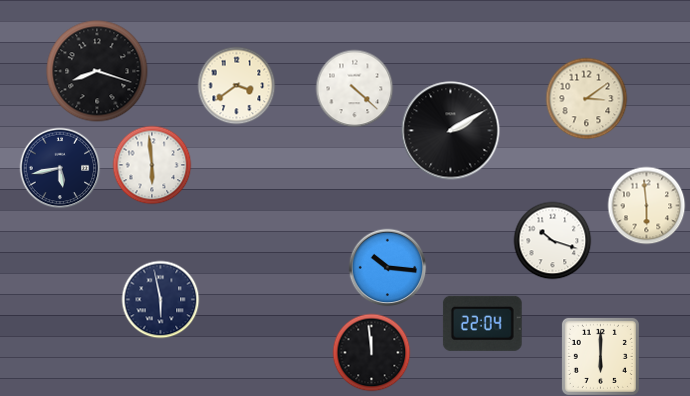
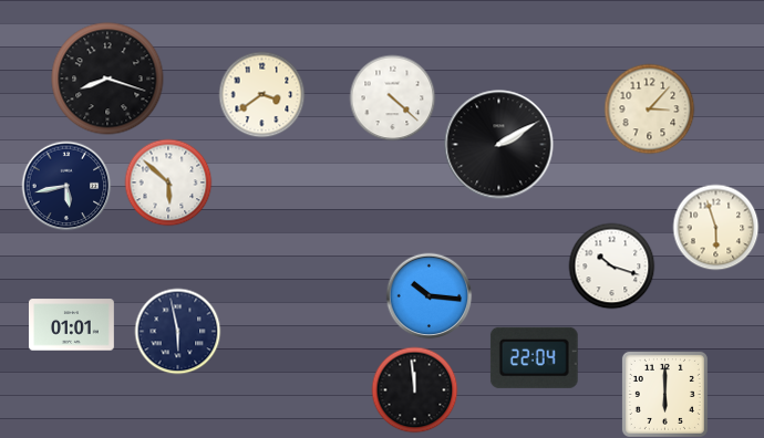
clock at (586, 98): 3:09 -> 3:07
clock at (152, 165): 5:59 -> 5:52
clock at (646, 205): 5:59 -> 5:57
clock at (72, 325): none -> 01:01
clock at (371, 352) position: (371, 352) -> (414, 389)
